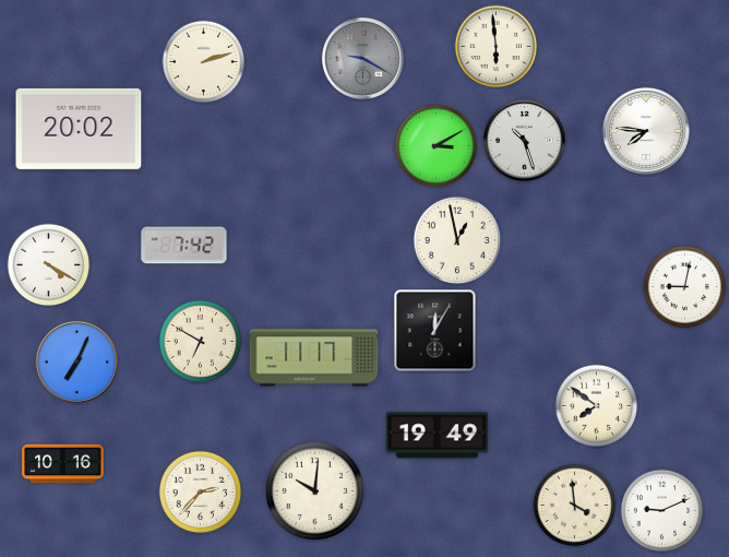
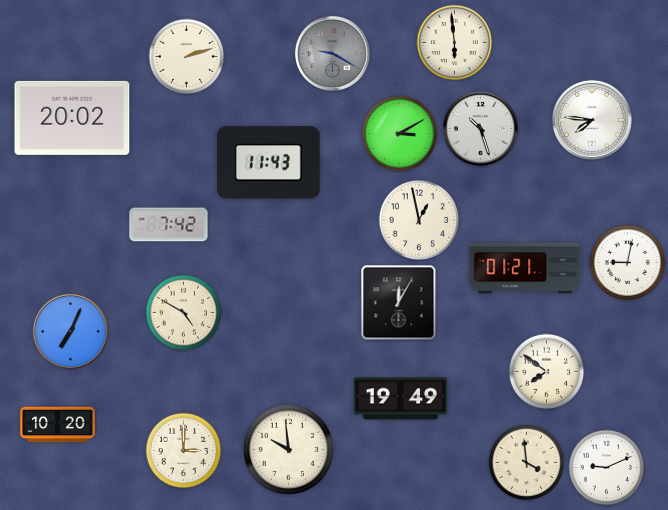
clock at (269, 163): none -> 11:43
clock at (49, 265): 4:20 -> none
clock at (525, 268): none -> 01:21
clock at (201, 342): 6:50 -> 4:50
clock at (314, 358): 11:17 -> none
clock at (63, 464): 10:16 -> 10:20
clock at (314, 490): 10:01 -> 9:59
clock at (201, 493): 2:37 -> 3:00
